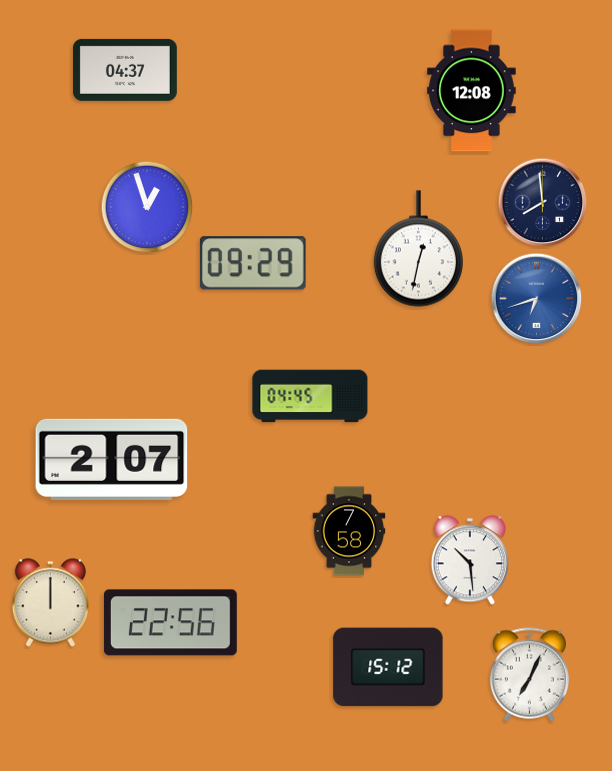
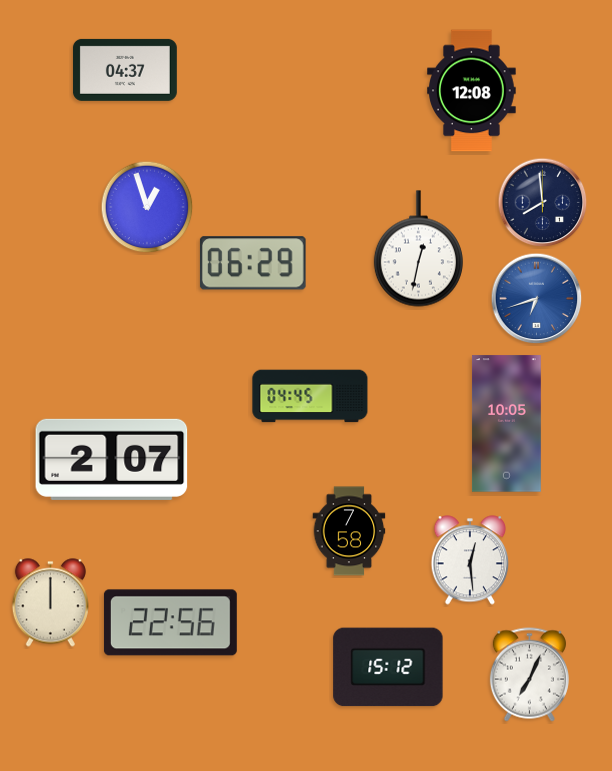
clock at (253, 263): 09:29 -> 06:29
clock at (506, 424): none -> 10:05
clock at (470, 560): 10:29 -> 12:29
